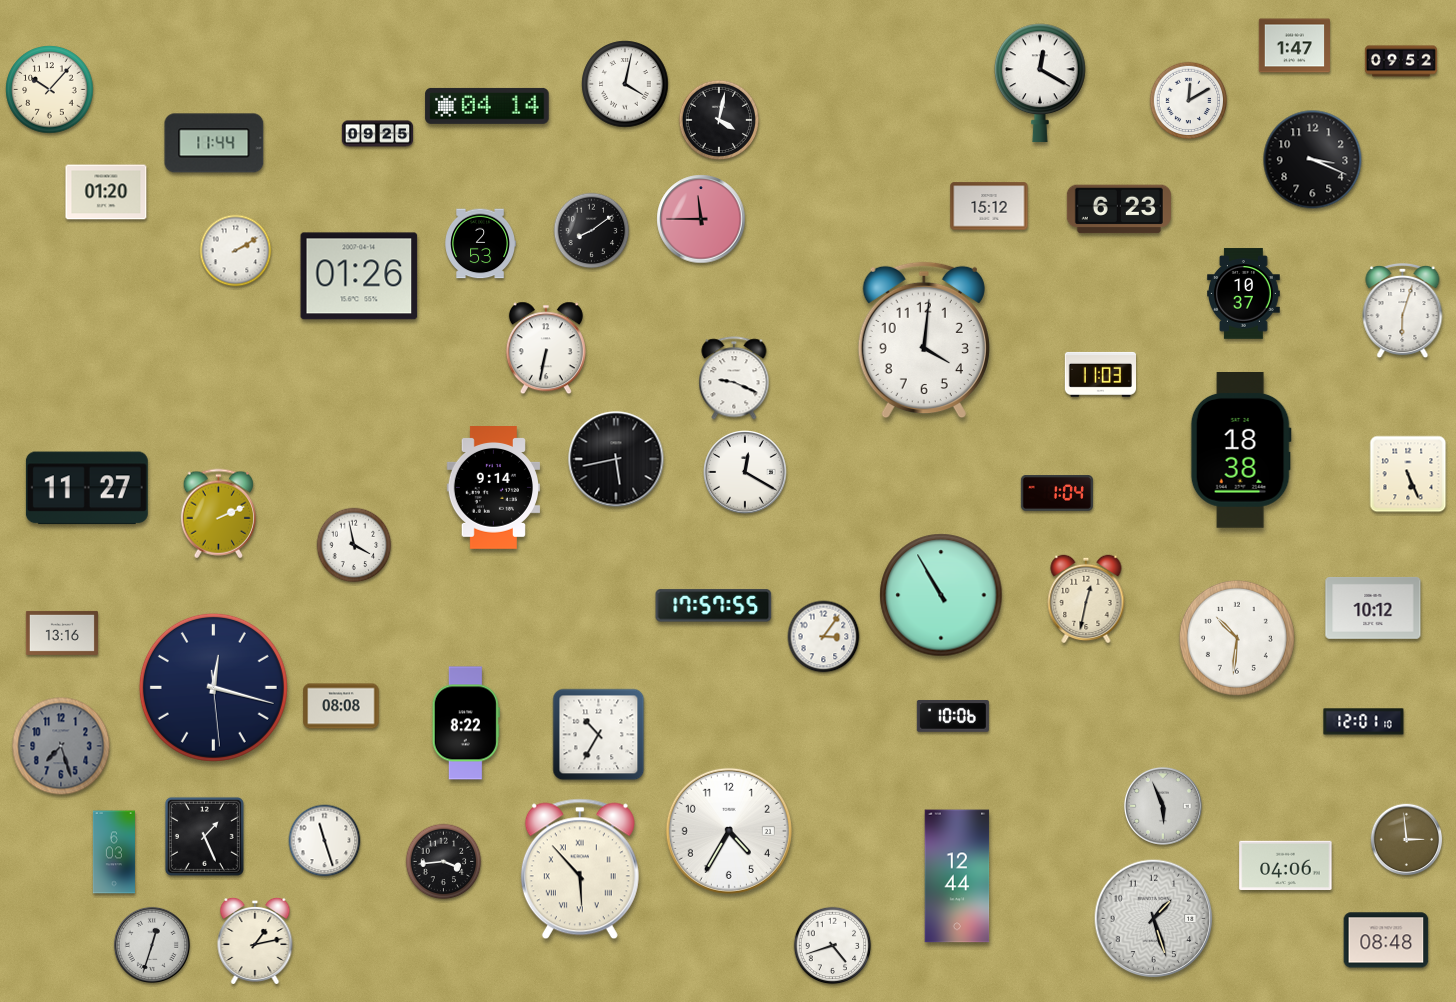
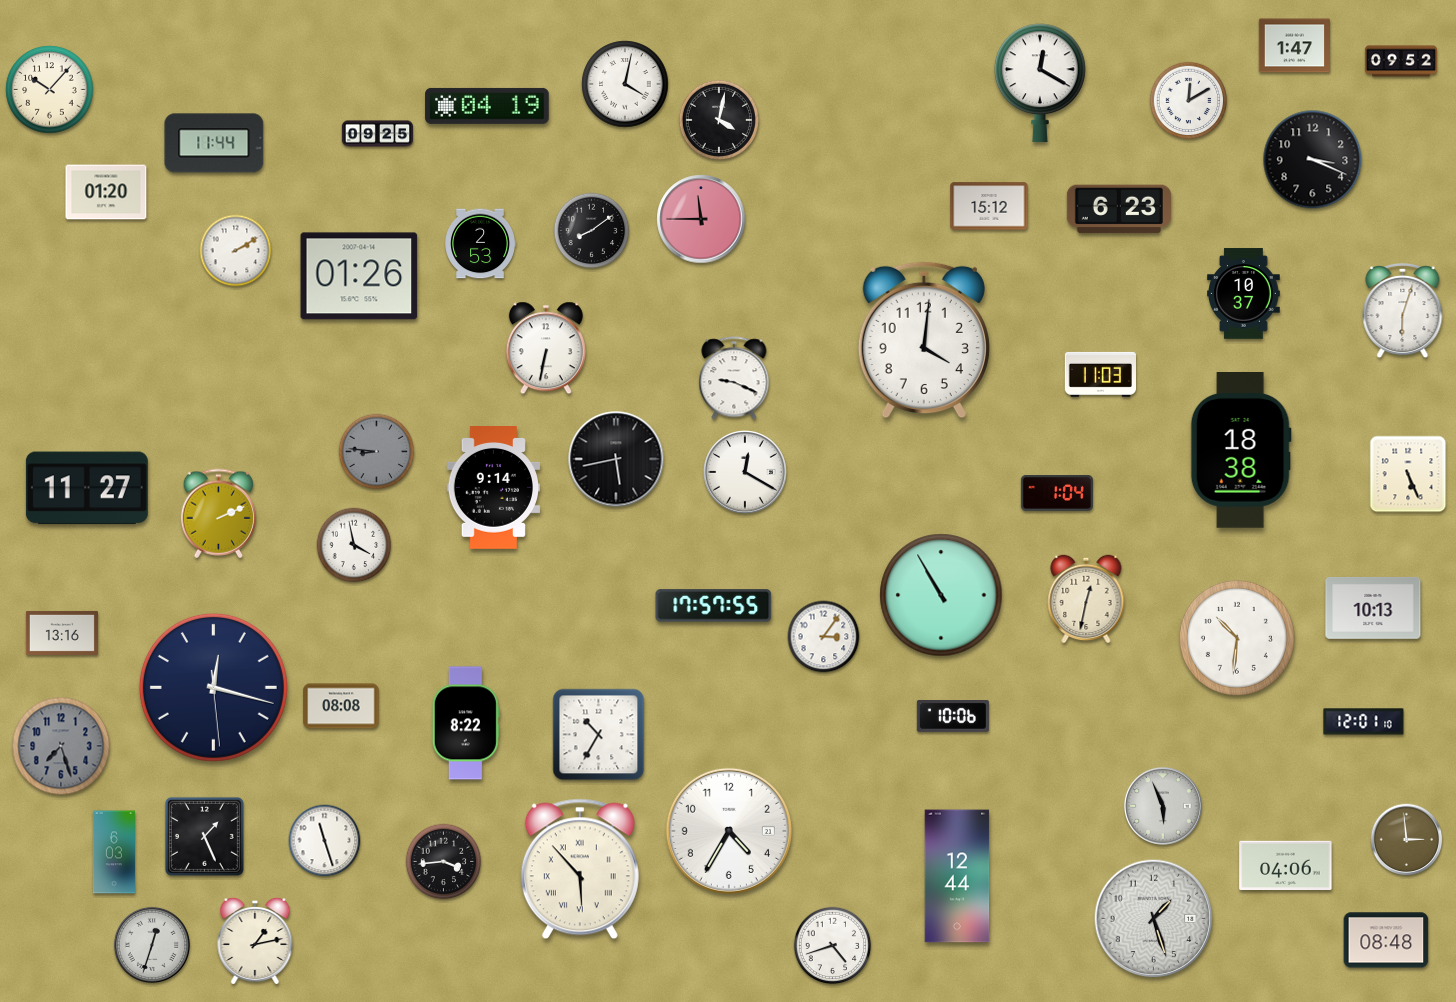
clock at (487, 106): 04:14 -> 04:19
clock at (377, 452): none -> 8:46
clock at (1373, 608): 10:12 -> 10:13
